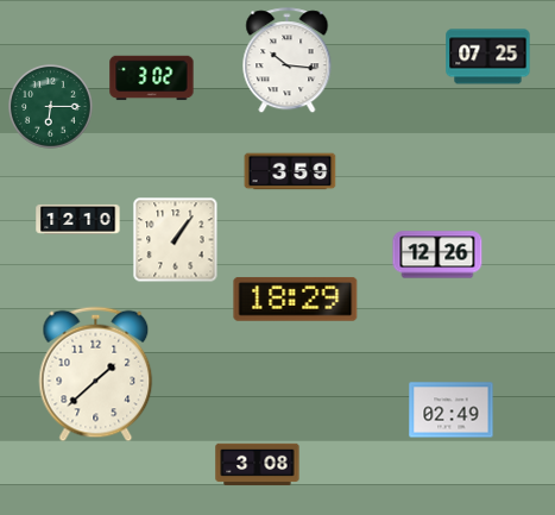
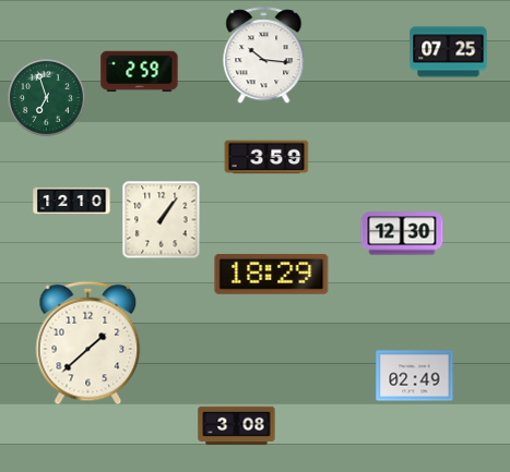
clock at (152, 78): 3:02 -> 2:59
clock at (51, 107): 6:15 -> 6:57
clock at (437, 255): 12:26 -> 12:30
